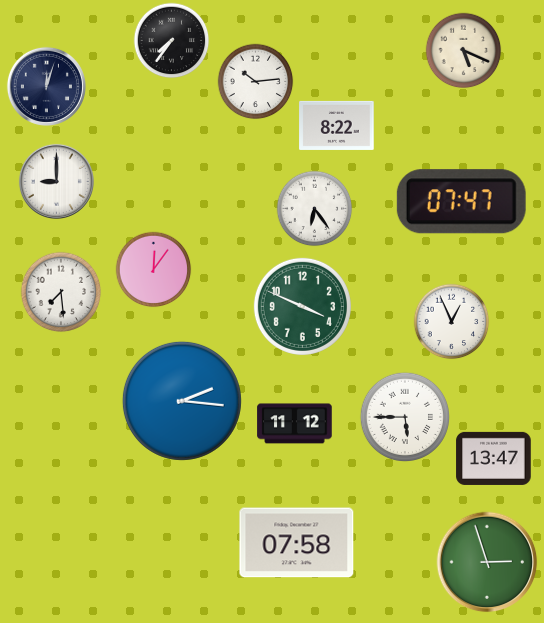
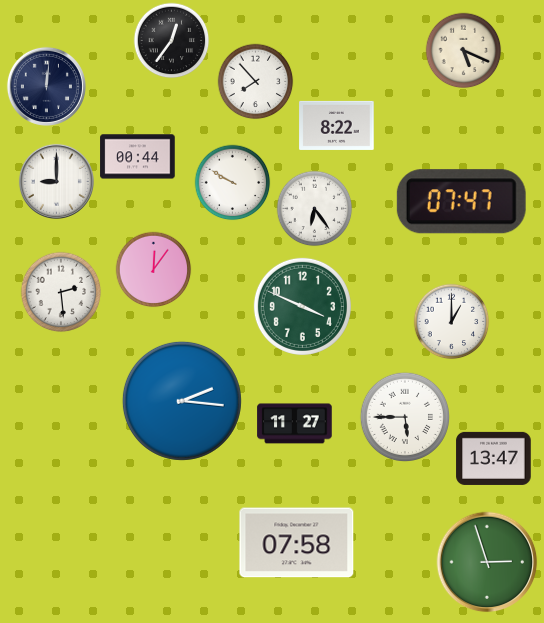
clock at (172, 41): 7:36 -> 12:36
clock at (256, 82): 10:14 -> 7:53
clock at (46, 86): 12:03 -> 12:01
clock at (138, 157): none -> 00:44
clock at (233, 183): none -> 9:50
clock at (61, 292): 7:29 -> 2:29
clock at (452, 322): 12:56 -> 1:00
clock at (295, 424): 11:12 -> 11:27
